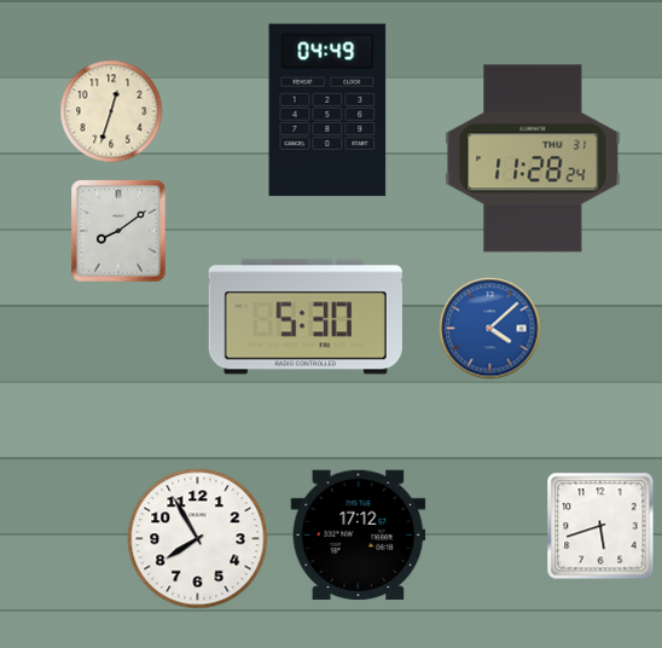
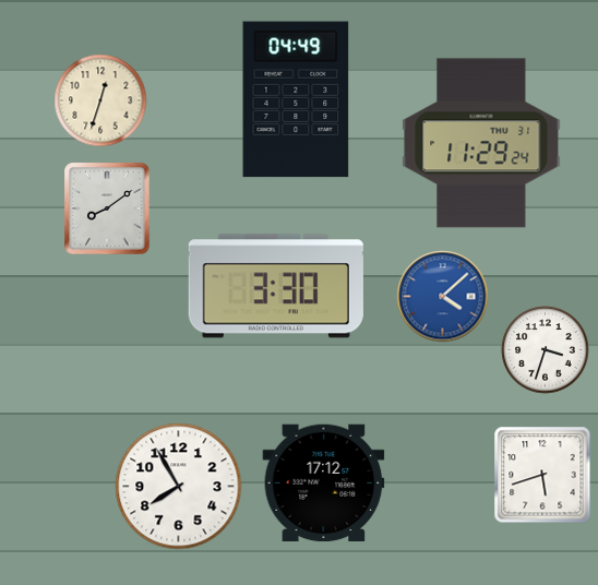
clock at (533, 158): 11:28 -> 11:29
clock at (306, 317): 5:30 -> 3:30
clock at (546, 350): none -> 3:33
